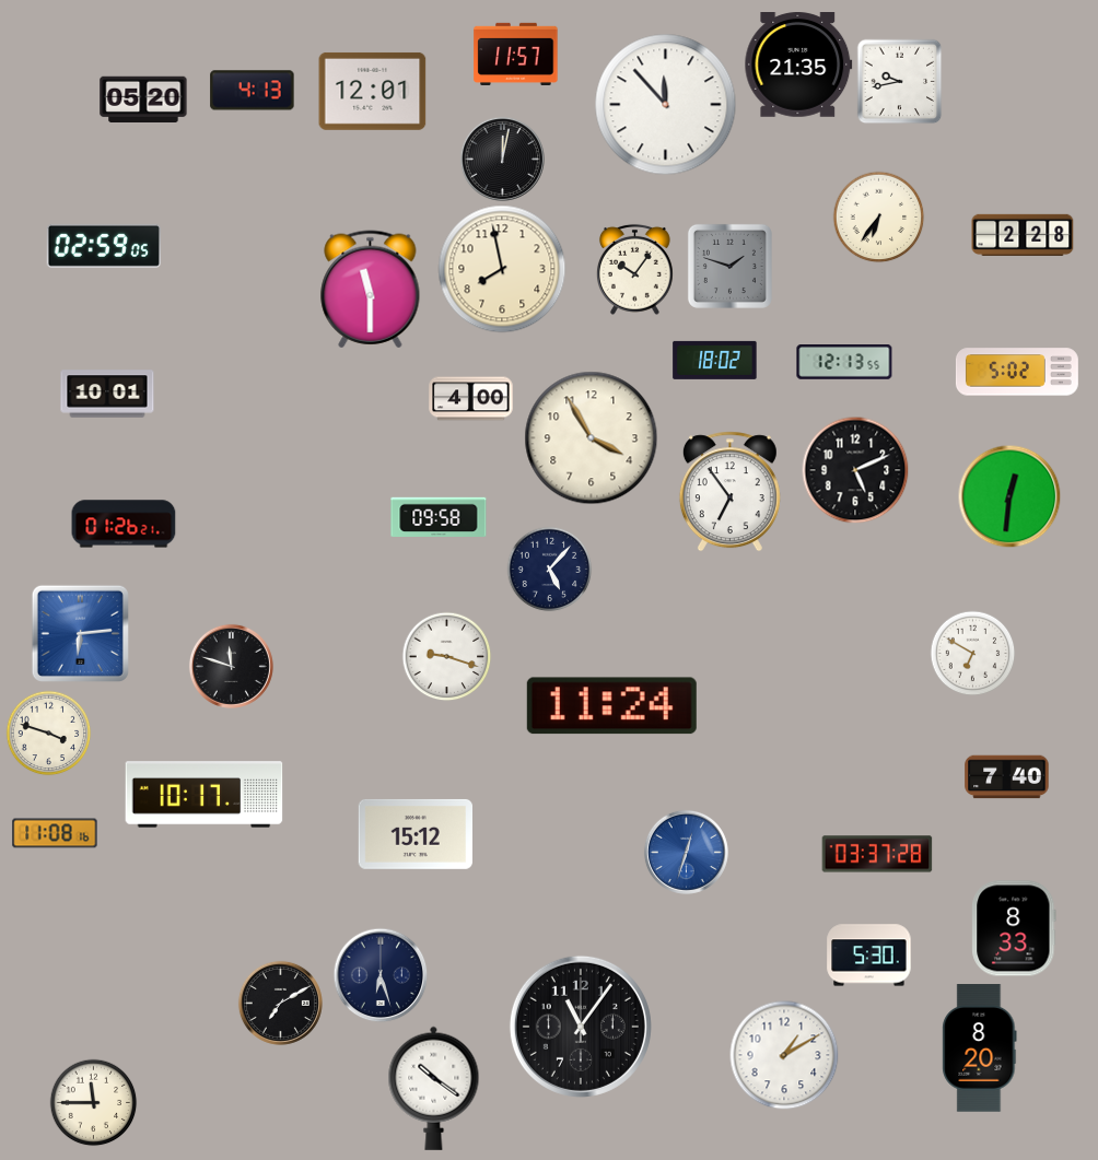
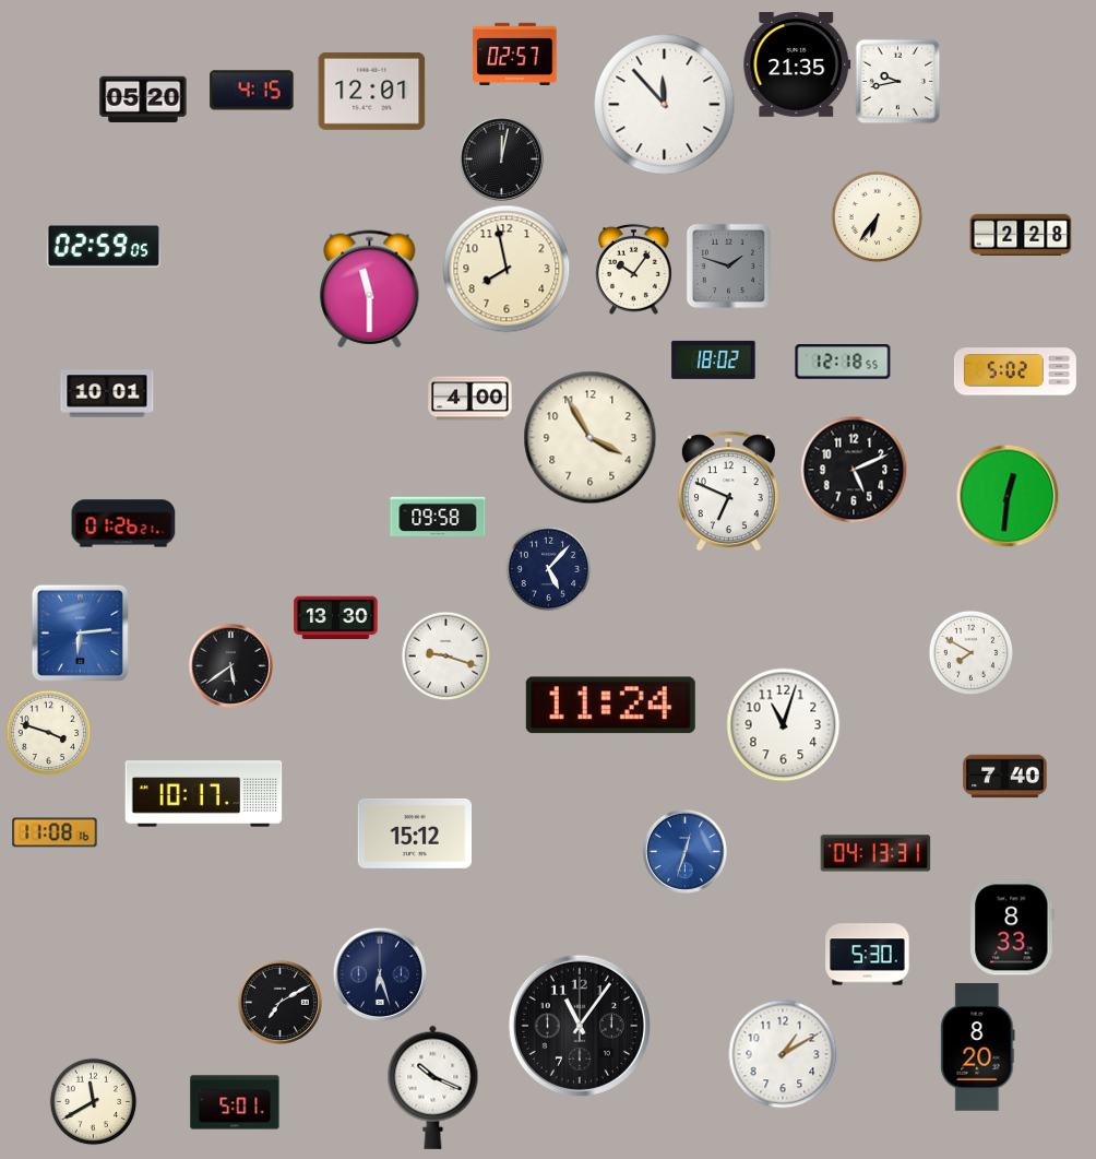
clock at (516, 54): 11:57 -> 02:57
clock at (253, 91): 4:13 -> 4:15
clock at (502, 269) position: (502, 269) -> (507, 269)
clock at (844, 362): 12:13 -> 12:18
clock at (729, 492): 6:54 -> 6:49
clock at (336, 618): none -> 13:30
clock at (972, 653): 6:50 -> 7:50
clock at (231, 666): 11:48 -> 5:39
clock at (784, 725): none -> 11:03
clock at (877, 854): 03:37 -> 04:13
clock at (434, 1088): 10:21 -> 10:19
clock at (93, 1102): 11:45 -> 11:40
clock at (235, 1102): none -> 5:01
